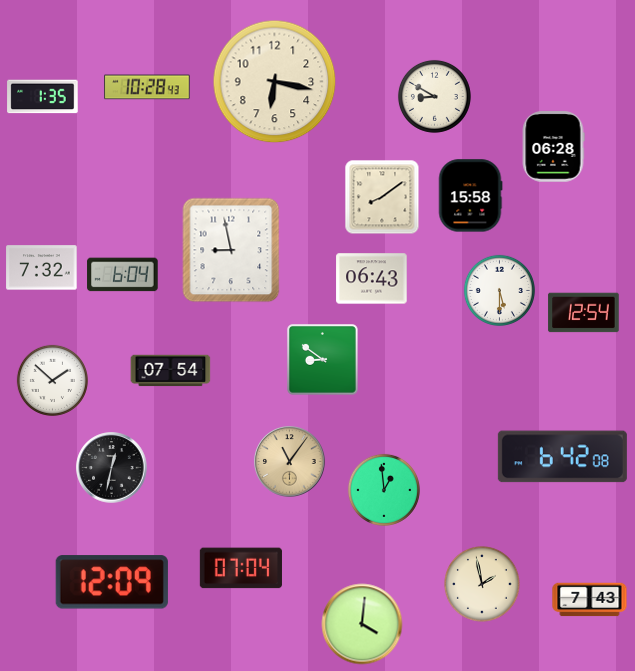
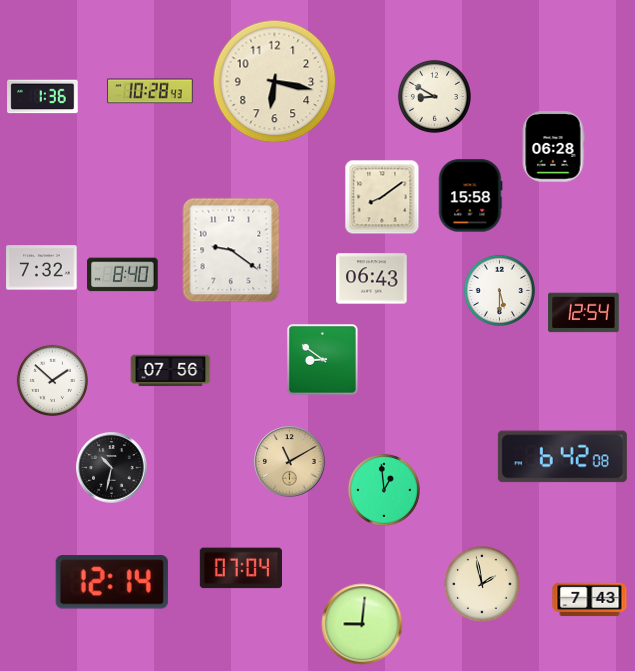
clock at (147, 87) position: (147, 87) -> (150, 91)
clock at (43, 97): 1:35 -> 1:36
clock at (231, 250): 8:58 -> 9:21
clock at (123, 275): 6:04 -> 8:40
clock at (171, 371): 07:54 -> 07:56
clock at (290, 462): 11:06 -> 11:10
clock at (112, 468): 12:32 -> 10:32
clock at (112, 582): 12:09 -> 12:14
clock at (362, 624): 4:01 -> 9:01
